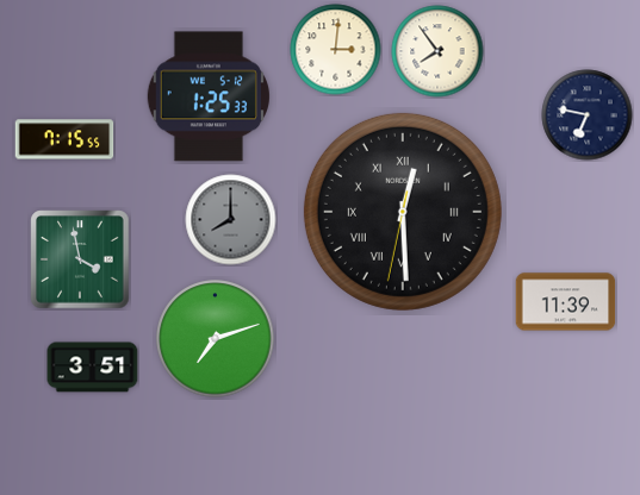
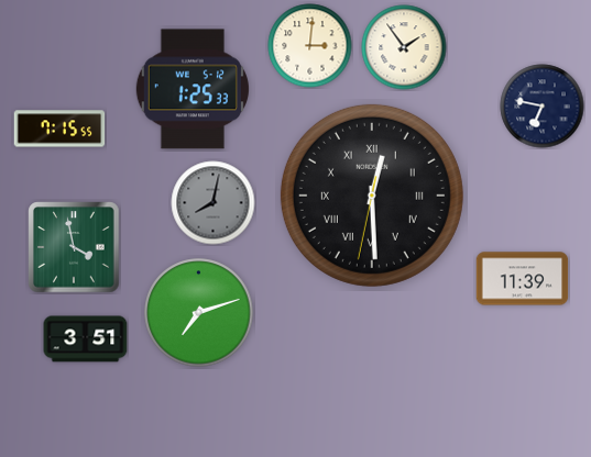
clock at (437, 51): 7:54 -> 1:54
clock at (231, 220): 8:00 -> 8:02
clock at (80, 259) position: (80, 259) -> (74, 247)
